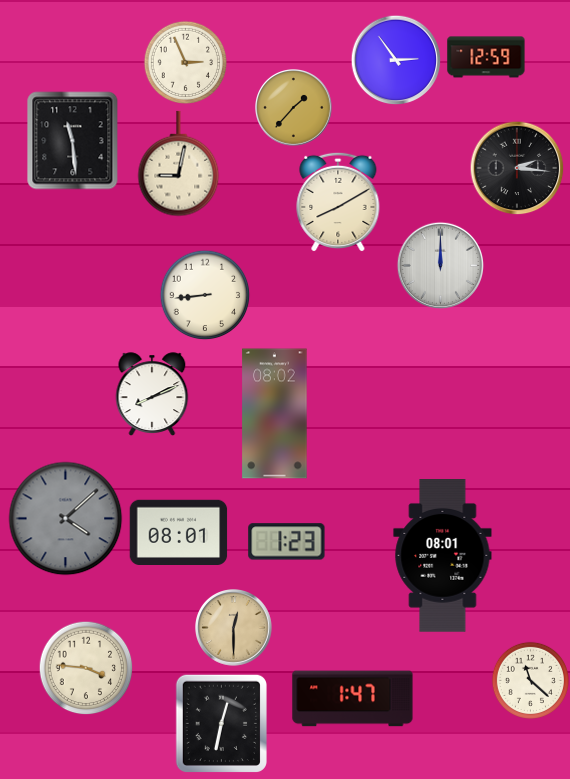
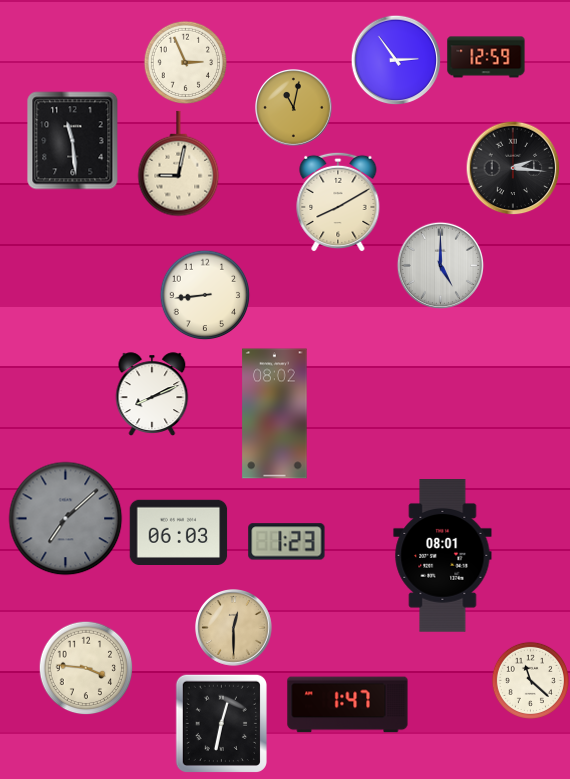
clock at (294, 108): 1:37 -> 11:02
clock at (517, 168) position: (517, 168) -> (513, 168)
clock at (440, 265): 12:00 -> 5:00
clock at (66, 519): 4:08 -> 7:08
clock at (179, 532): 08:01 -> 06:03
clock at (353, 699) position: (353, 699) -> (348, 705)
